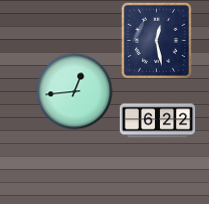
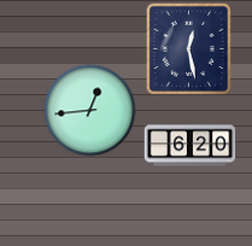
clock at (158, 121): 6:22 -> 6:20
